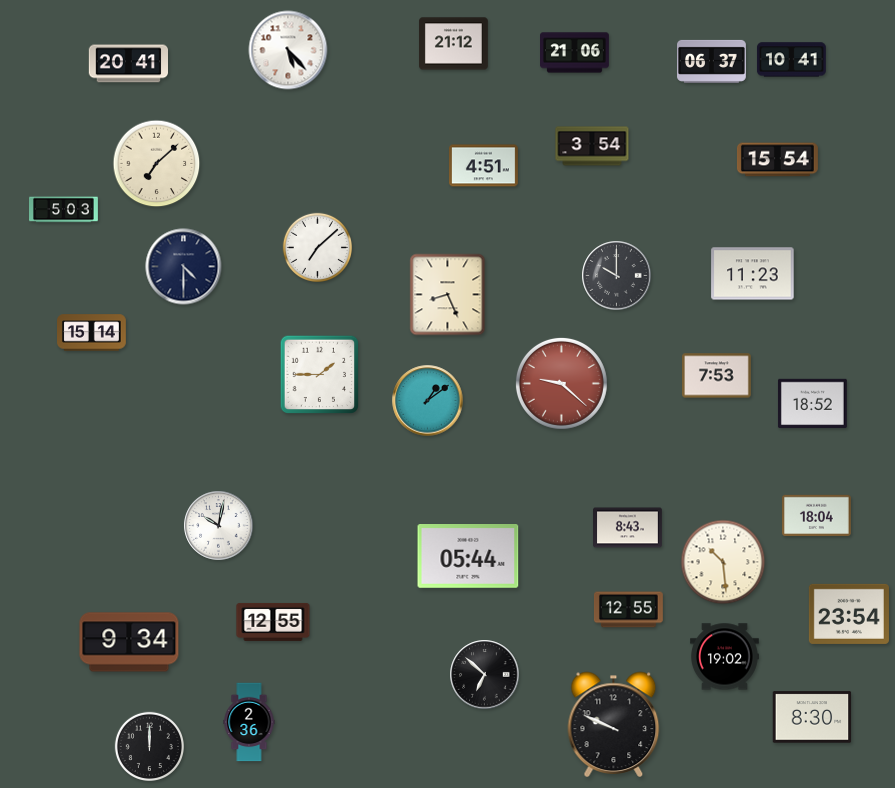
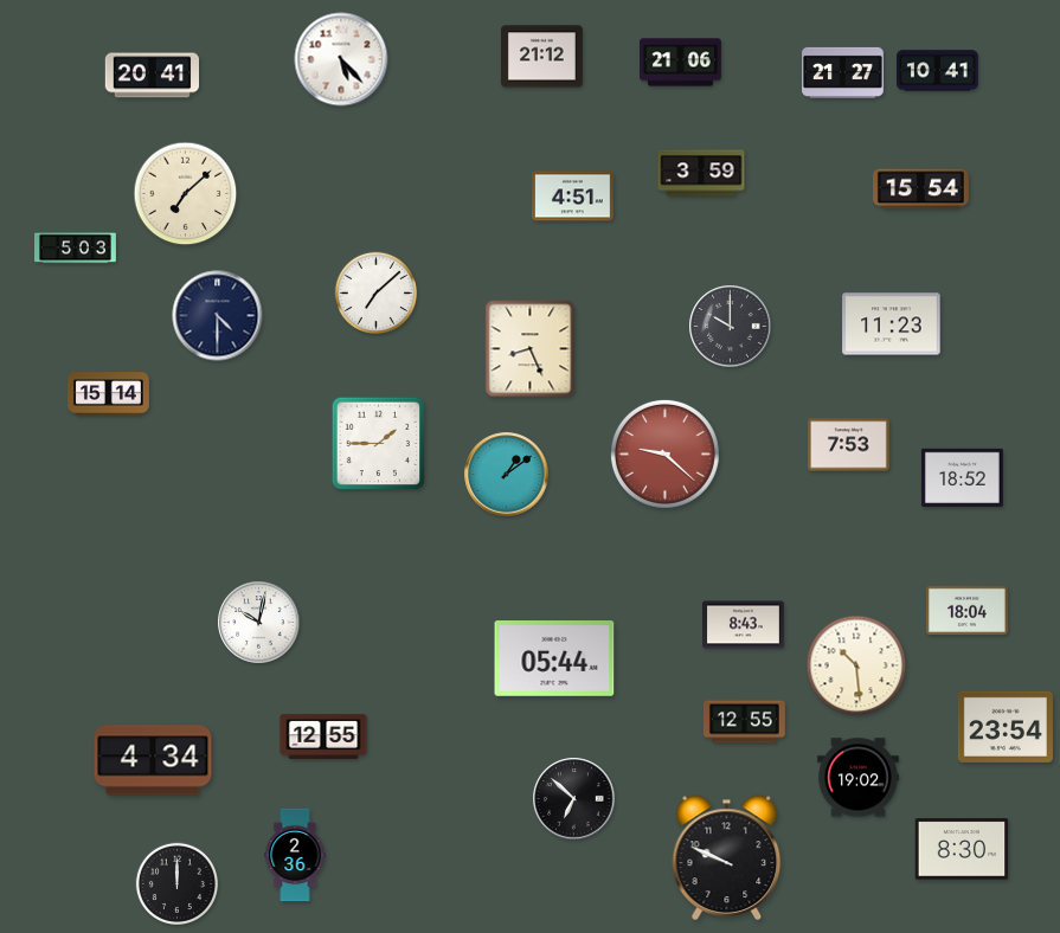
clock at (454, 44) position: (454, 44) -> (542, 57)
clock at (712, 61): 06:37 -> 21:27
clock at (592, 146): 3:54 -> 3:59
clock at (129, 642): 9:34 -> 4:34
